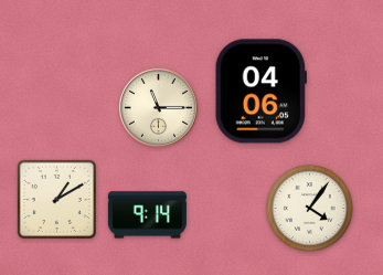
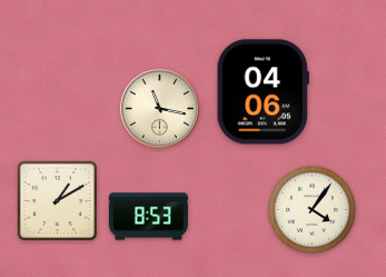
clock at (158, 107): 11:15 -> 11:17
clock at (147, 215): 9:14 -> 8:53
